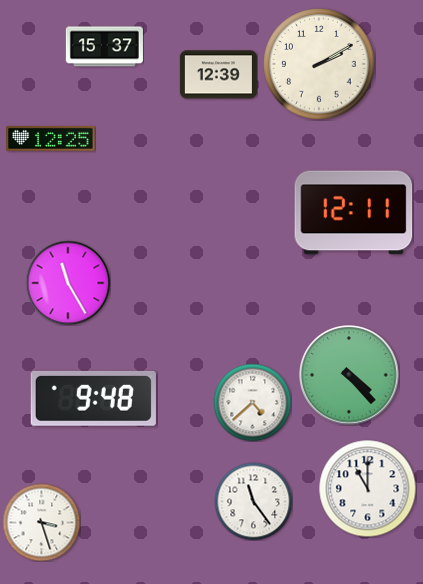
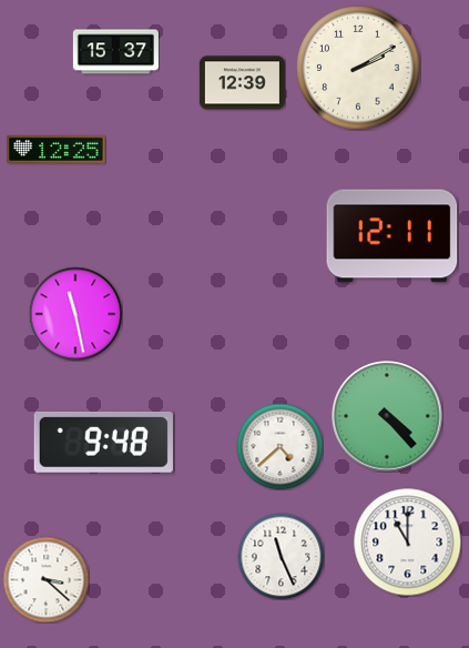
clock at (319, 64) position: (319, 64) -> (358, 68)
clock at (51, 138) position: (51, 138) -> (57, 149)
clock at (68, 283): 11:25 -> 11:28
clock at (253, 501): 11:24 -> 11:26
clock at (41, 522): 3:27 -> 3:22
